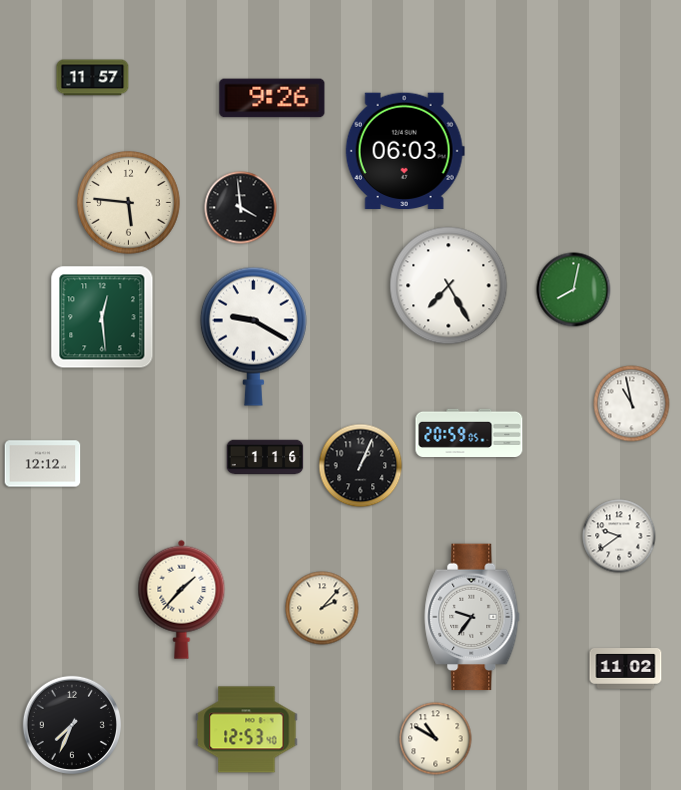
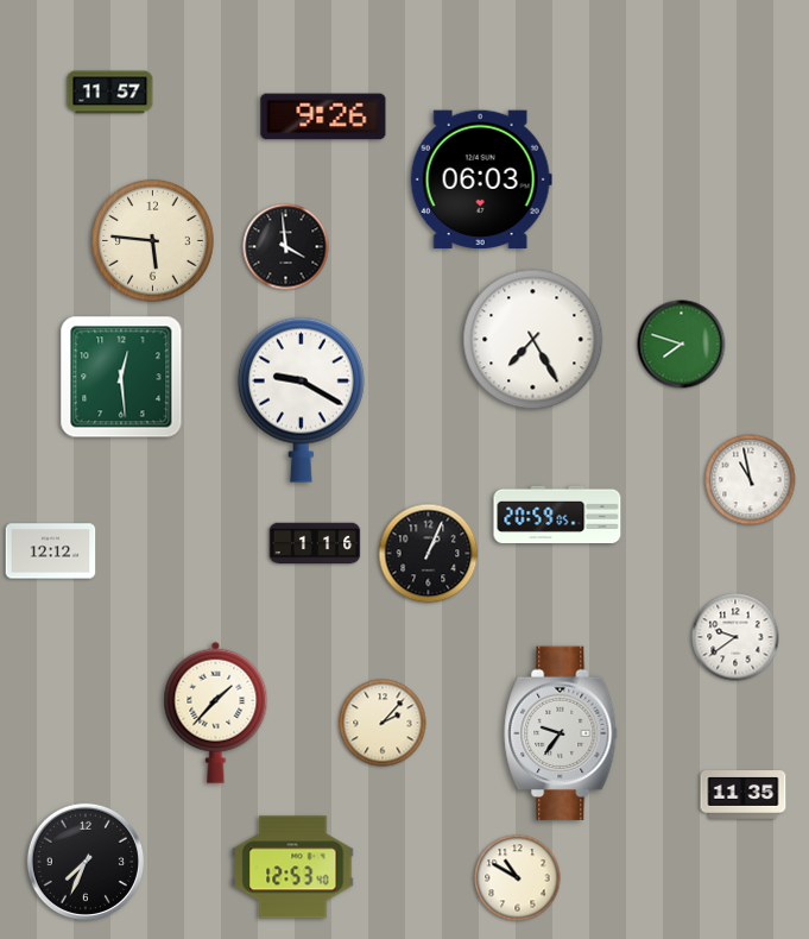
clock at (574, 290): 8:02 -> 7:48
clock at (626, 669): 11:02 -> 11:35
